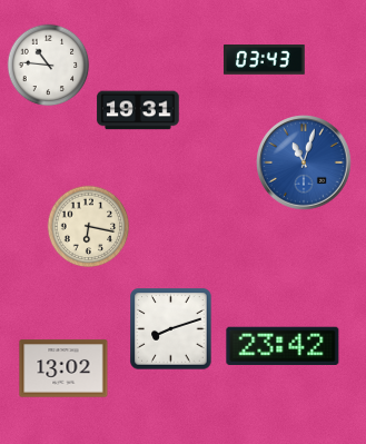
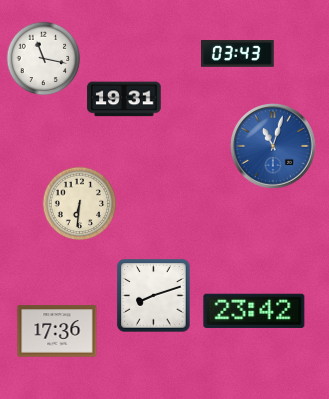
clock at (49, 66): 10:46 -> 11:17
clock at (89, 227): 6:17 -> 6:31
clock at (63, 368): 13:02 -> 17:36
